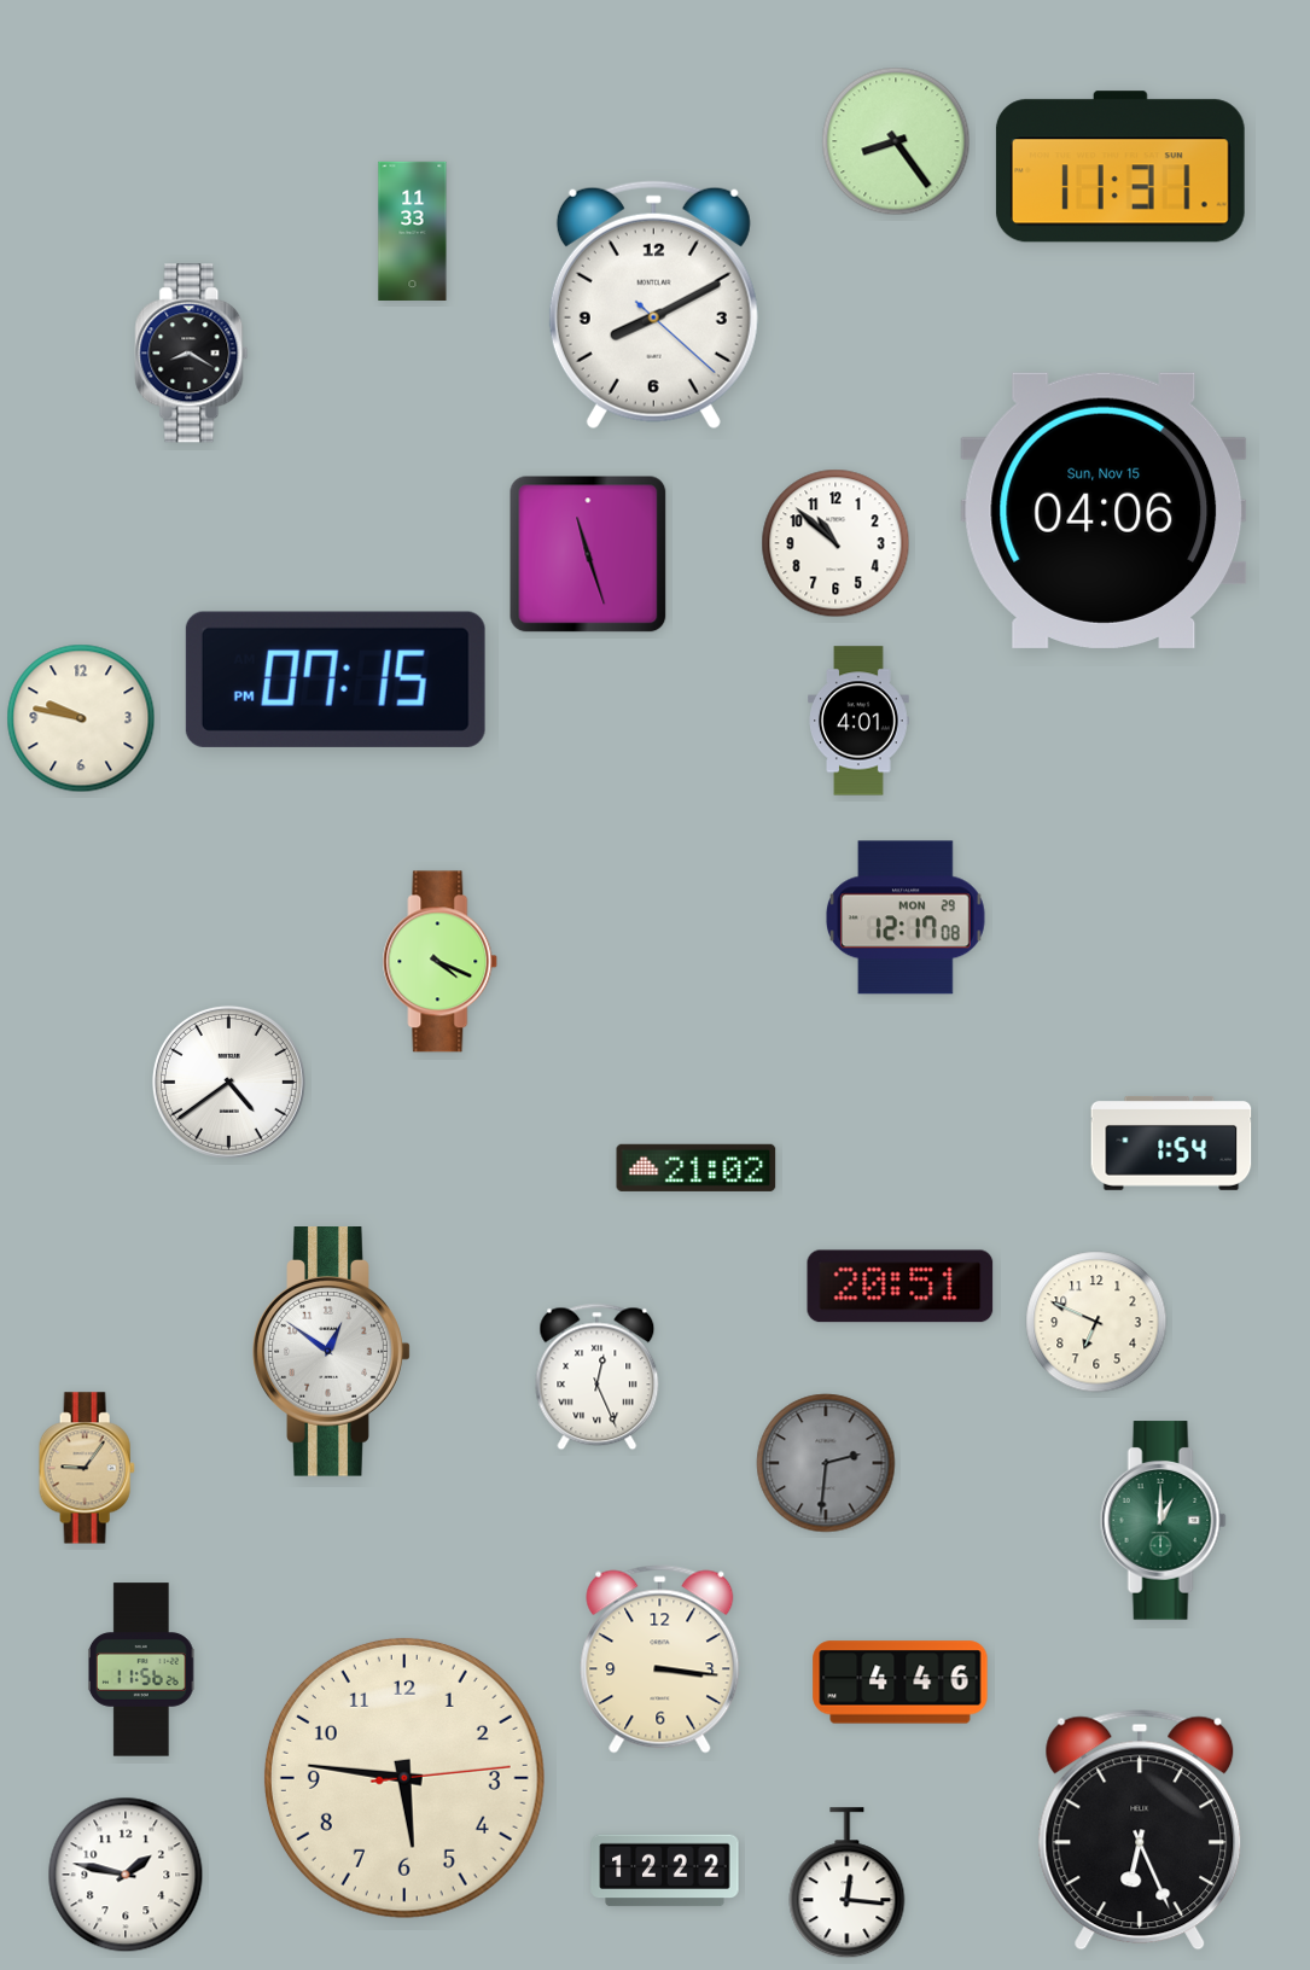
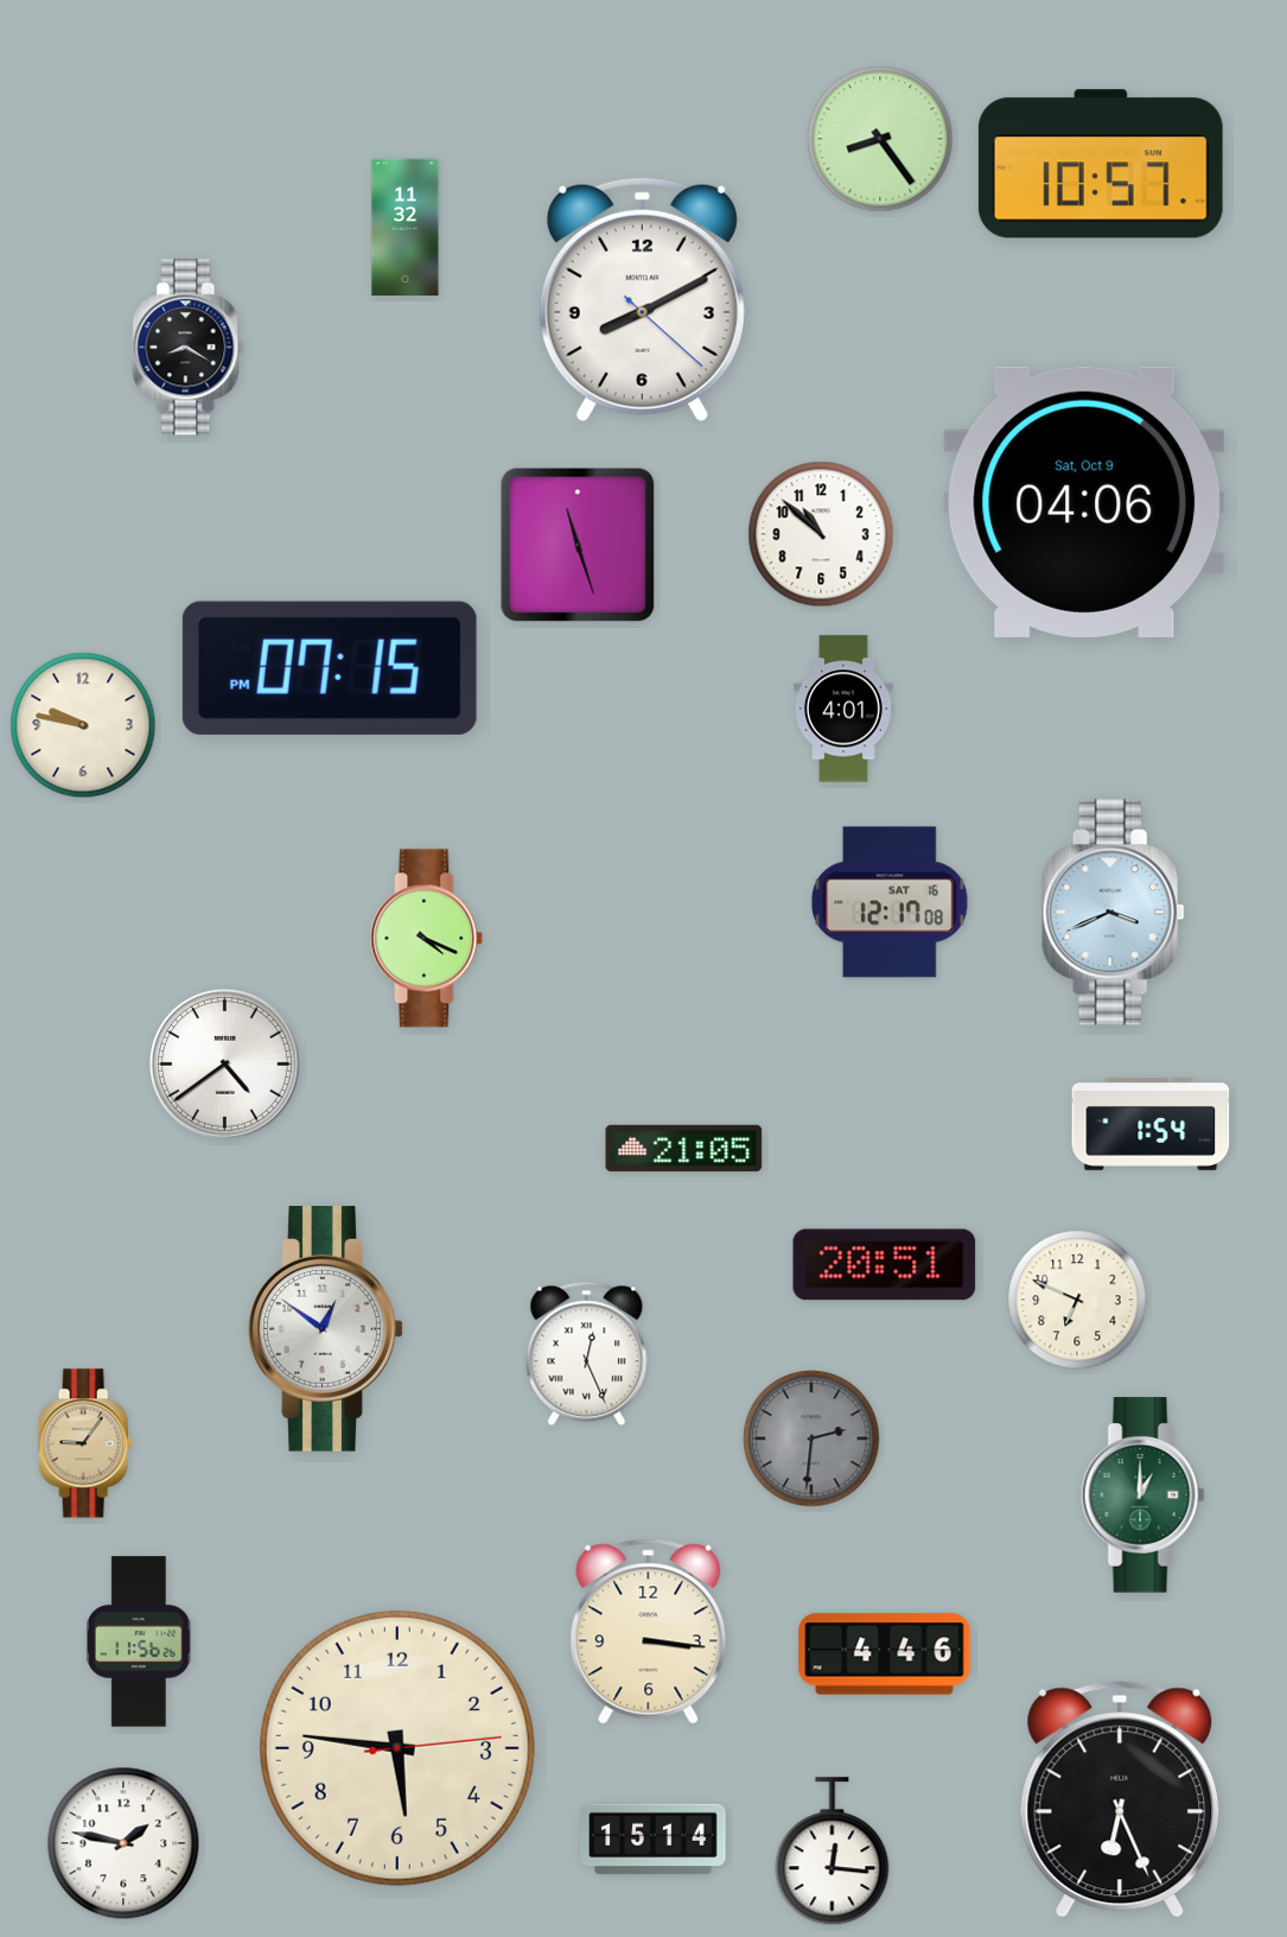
clock at (1120, 167): 11:31 -> 10:57
clock at (413, 231): 11:33 -> 11:32
clock at (1104, 511) date: Sun, Nov 15 -> Sat, Oct 9
clock at (81, 718) position: (81, 718) -> (83, 725)
clock at (906, 917) date: MON 29 -> SAT 16
clock at (1113, 913): none -> 3:41
clock at (441, 962) position: (441, 962) -> (427, 939)
clock at (697, 1167): 21:02 -> 21:05
clock at (665, 1871): 12:22 -> 15:14
